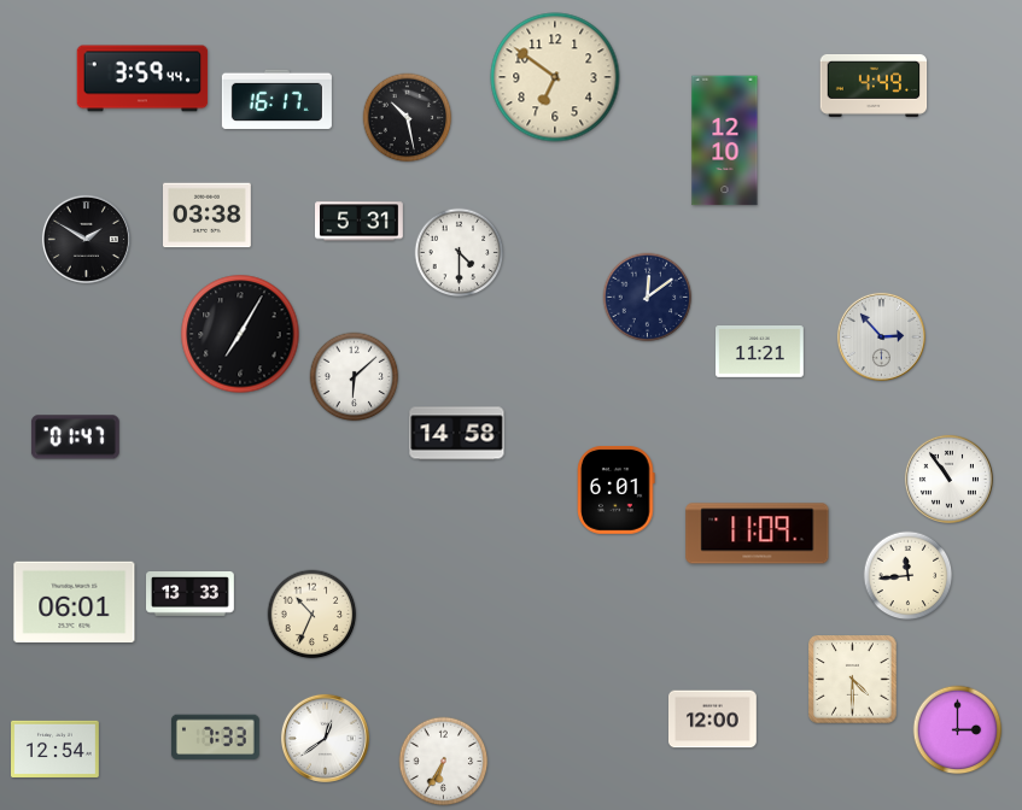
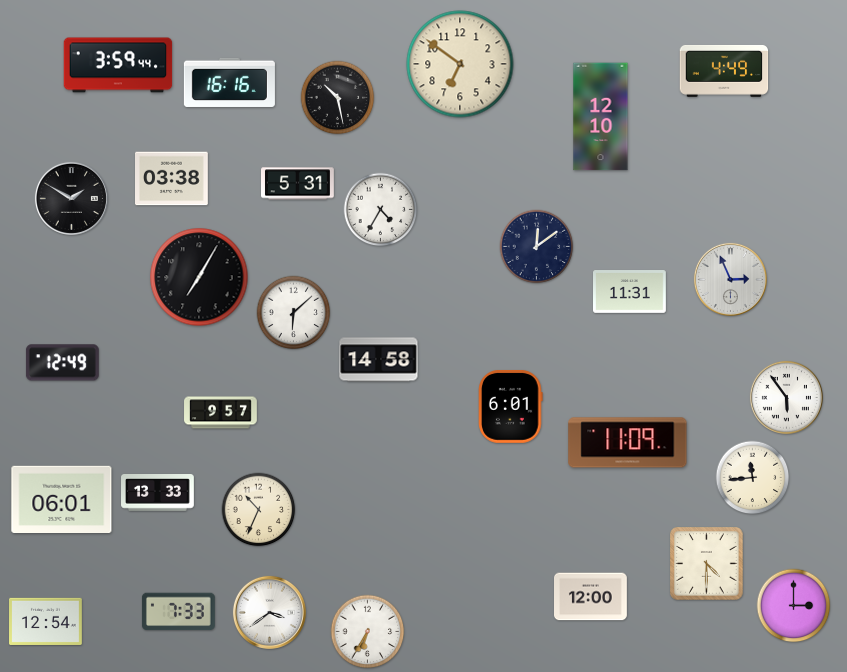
clock at (276, 99): 16:17 -> 16:16
clock at (460, 253): 4:30 -> 4:35
clock at (881, 336): 2:53 -> 2:56
clock at (760, 352): 11:21 -> 11:31
clock at (75, 438): 01:47 -> 12:49
clock at (948, 479): 10:54 -> 5:54
clock at (221, 413): none -> 9:57
clock at (325, 738): 12:39 -> 3:39
